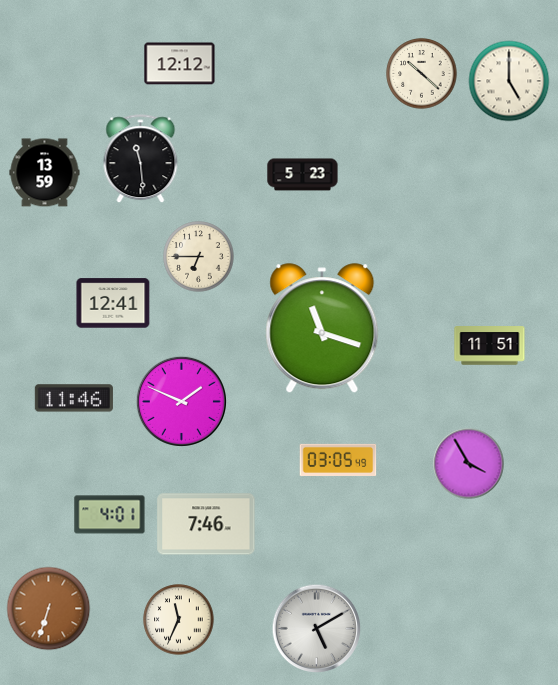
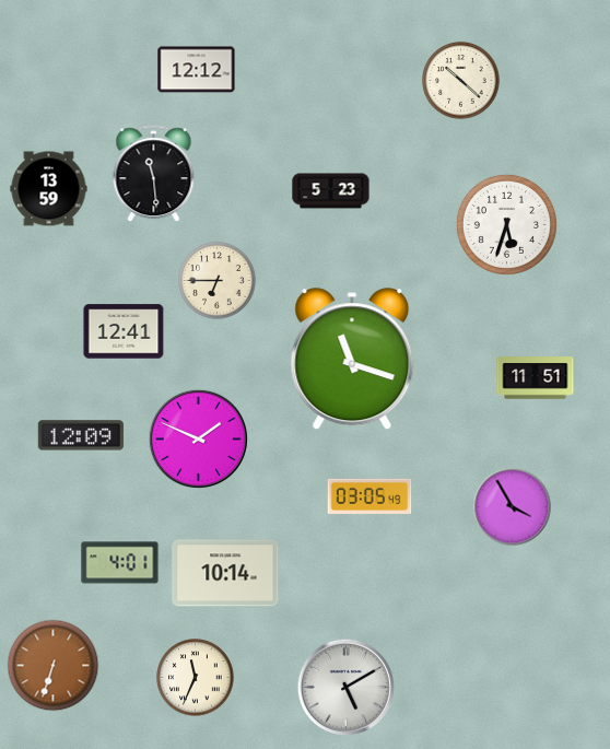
clock at (509, 81): 5:00 -> none
clock at (506, 224): none -> 5:33
clock at (74, 398): 11:46 -> 12:09
clock at (338, 460) position: (338, 460) -> (369, 496)
clock at (206, 524): 7:46 -> 10:14
